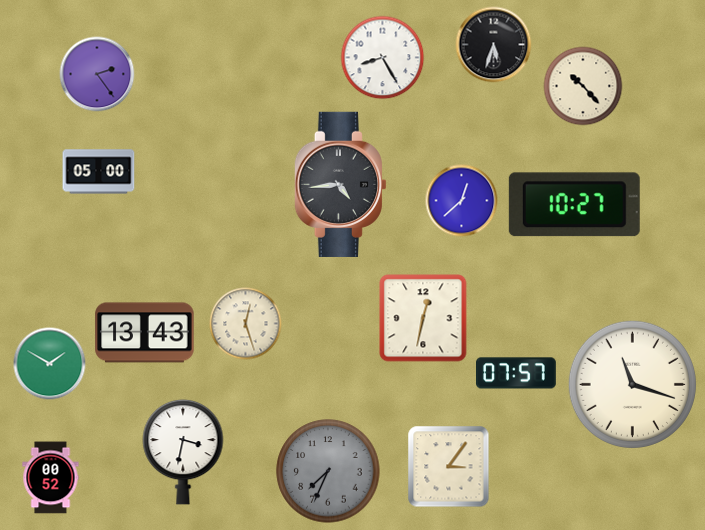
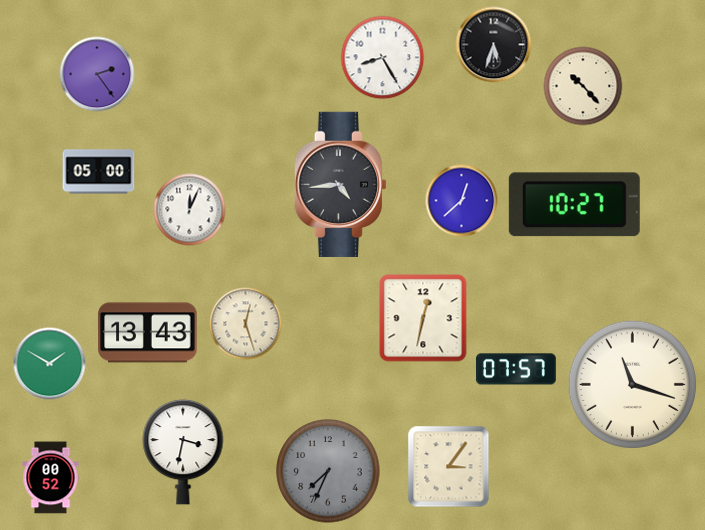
clock at (190, 210): none -> 12:04
clock at (145, 333) position: (145, 333) -> (148, 333)
clock at (517, 373) position: (517, 373) -> (517, 369)
